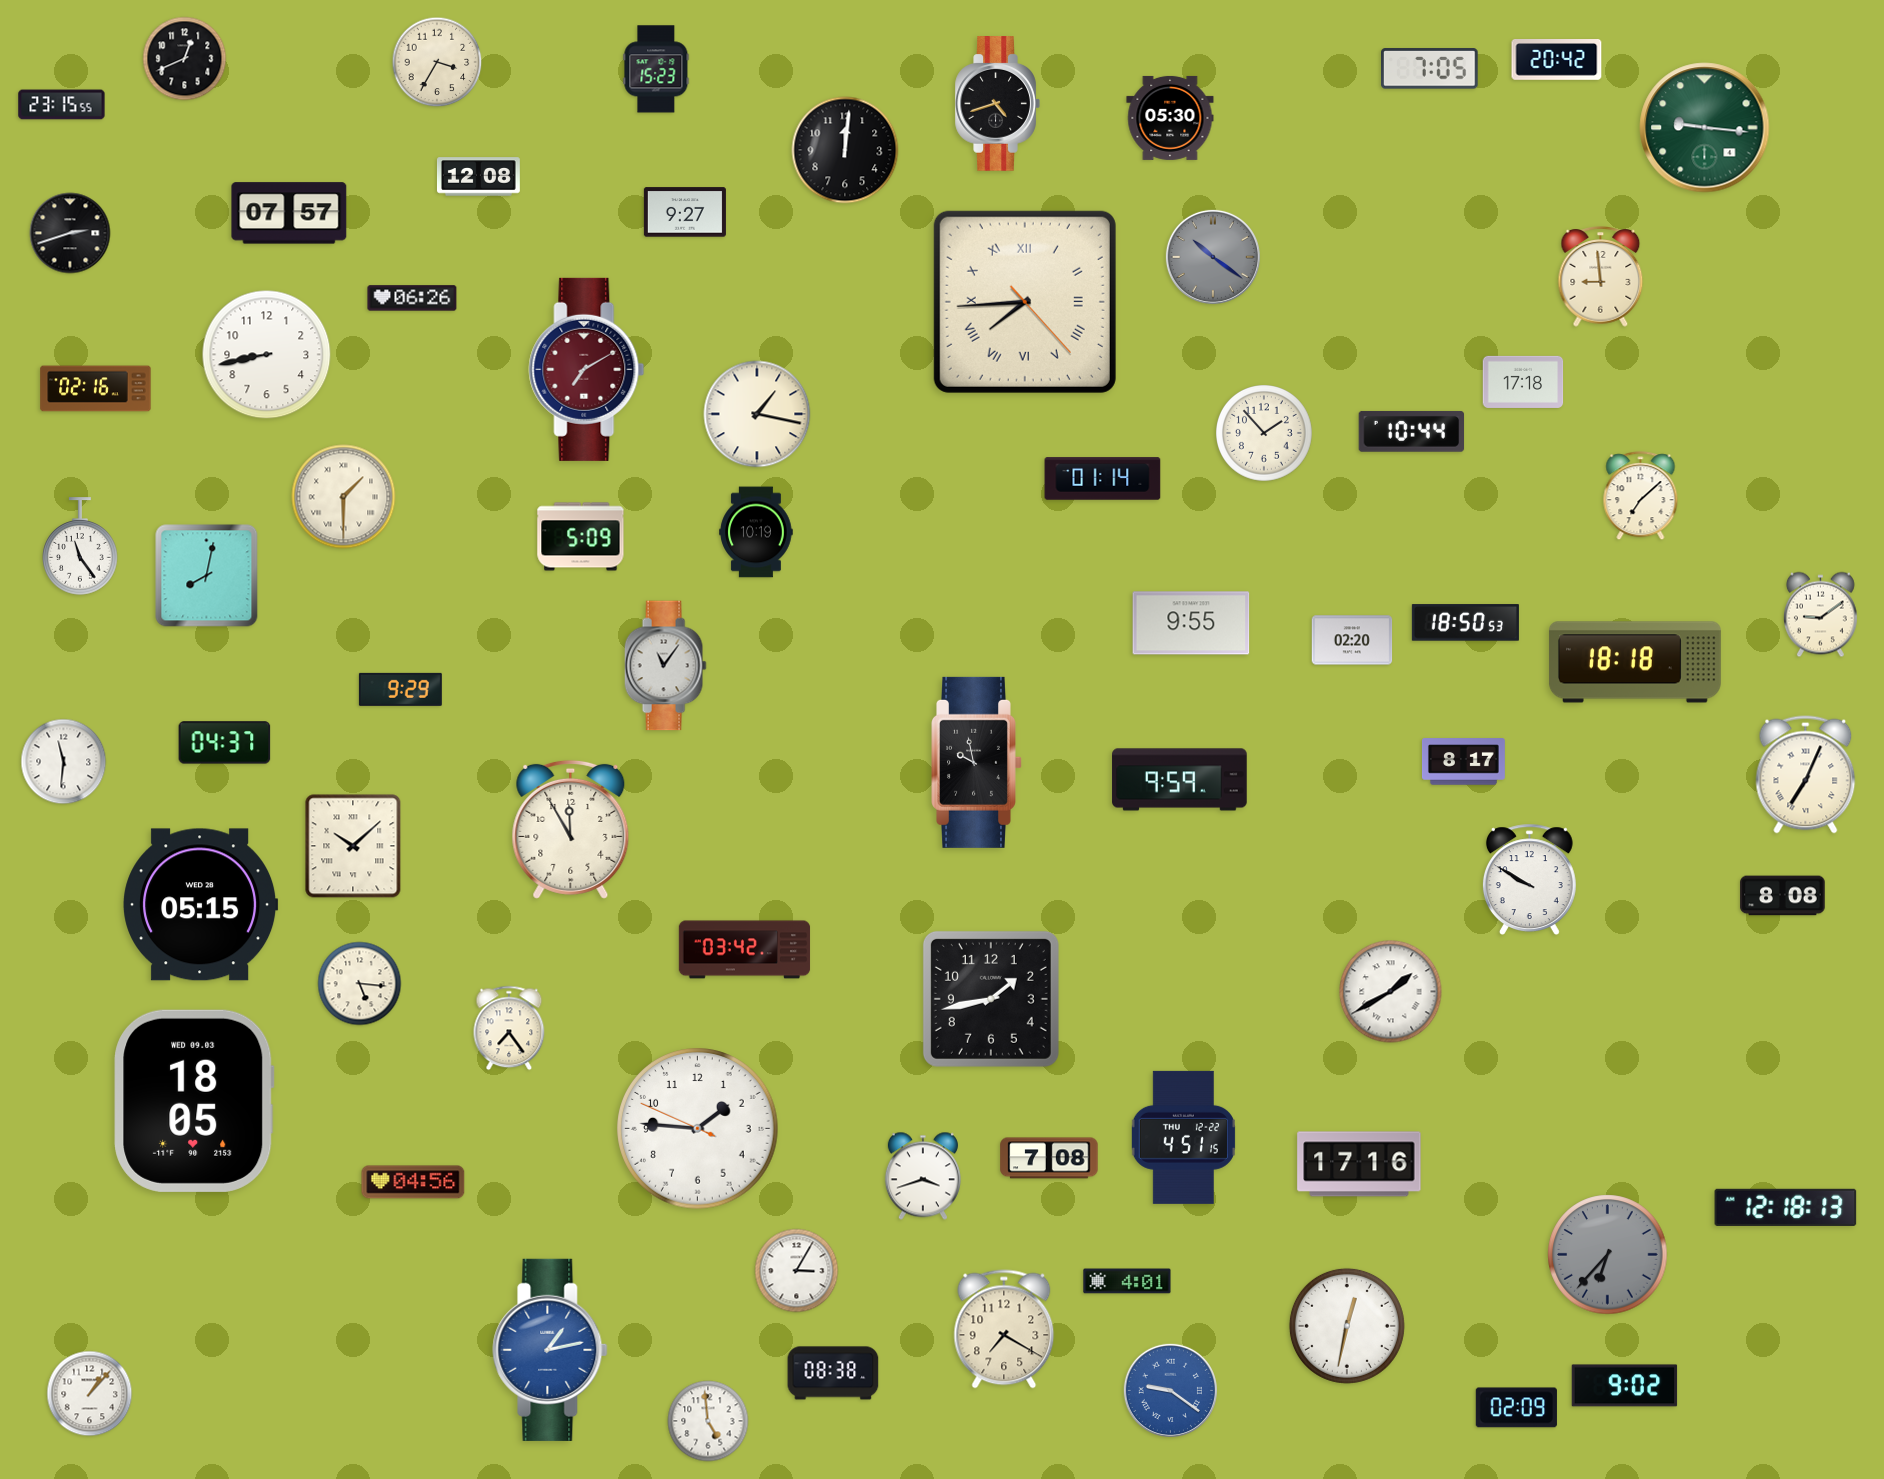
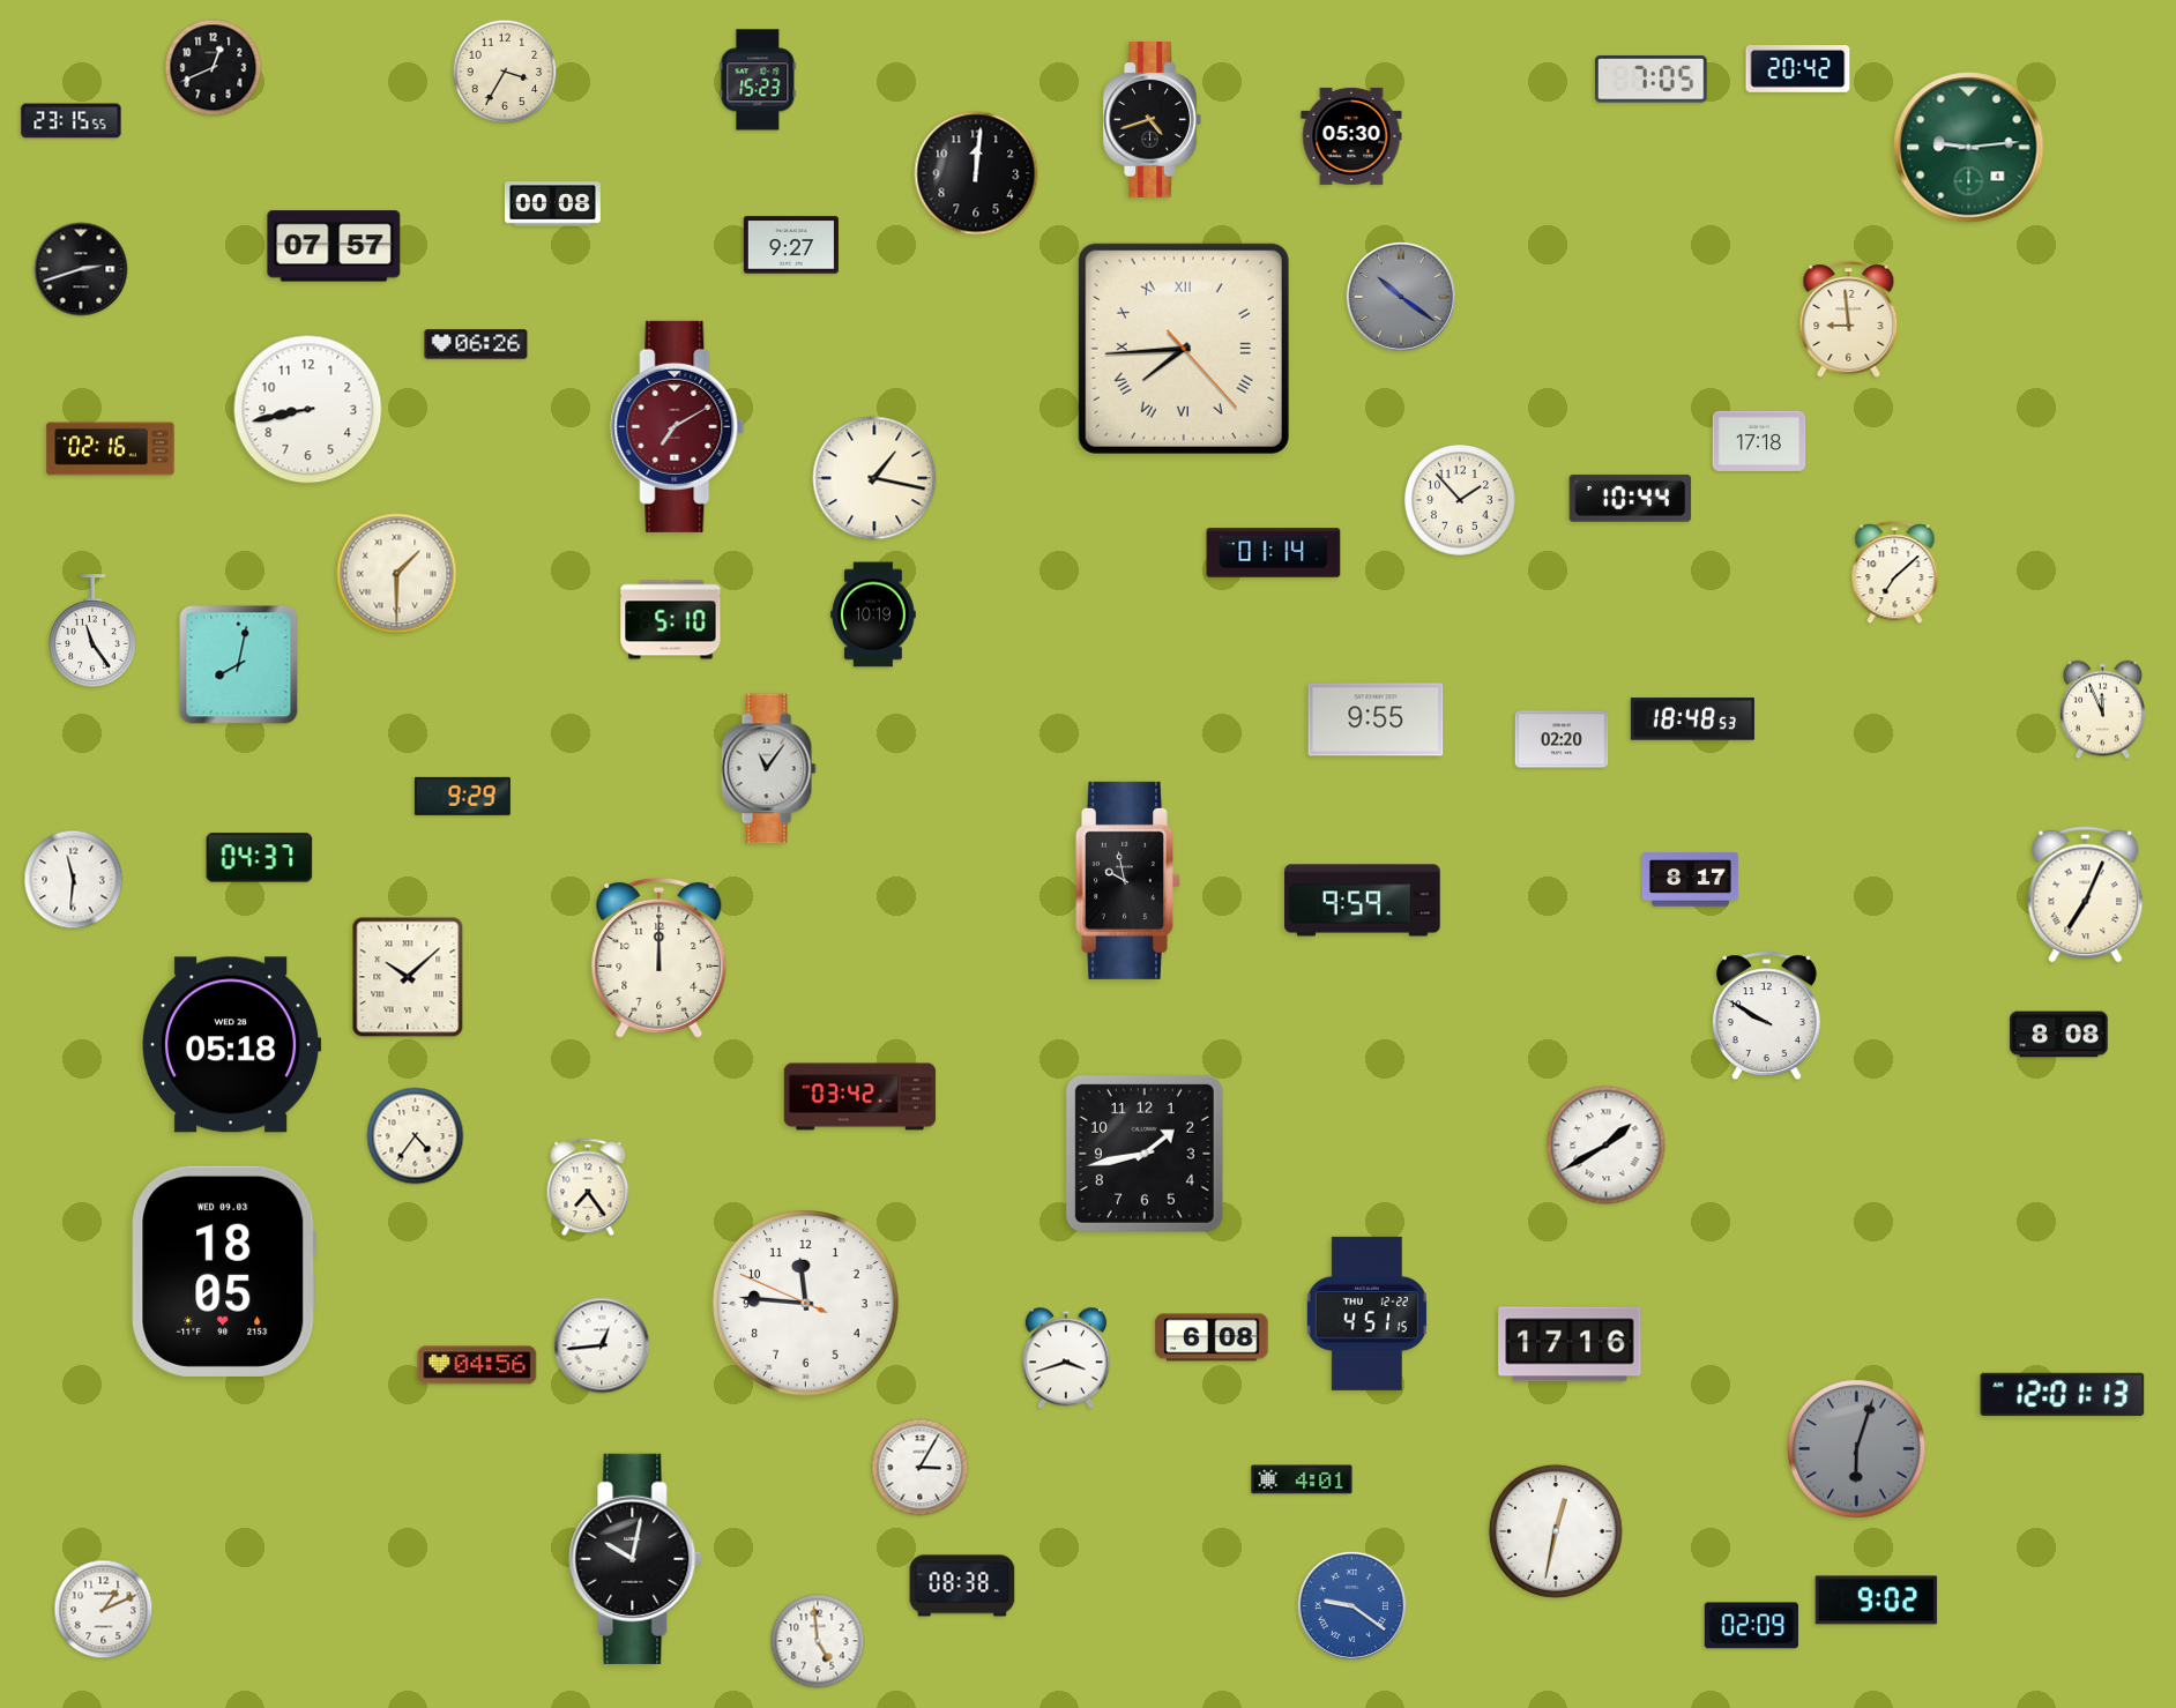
clock at (1705, 128): 9:16 -> 9:14
clock at (478, 177): 12:08 -> 00:08
clock at (581, 537): 5:09 -> 5:10
clock at (1820, 615): 9:09 -> 11:56
clock at (1465, 623): 18:50 -> 18:48
clock at (1635, 662): 18:18 -> none
clock at (571, 829): 11:55 -> 12:00
clock at (201, 905): 05:15 -> 05:18
clock at (360, 984): 5:16 -> 4:36
clock at (698, 1129): 1:45 -> 11:45
clock at (1049, 1158): 7:08 -> 6:08
clock at (602, 1345): none -> 12:44
clock at (1786, 1207): 12:18 -> 12:01
clock at (1608, 1255): 6:37 -> 6:03
clock at (1004, 1329): 7:20 -> none
clock at (550, 1350): 1:13 -> 10:02
clock at (550, 1350) dial: blue -> black
clock at (90, 1394): 1:07 -> 1:11
